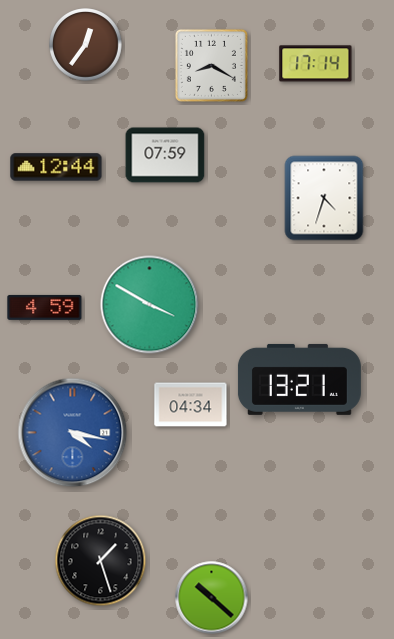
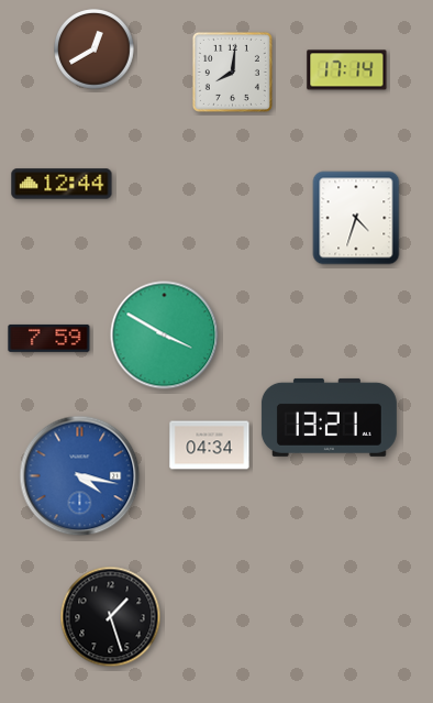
clock at (86, 45): 12:36 -> 12:40
clock at (211, 65): 8:20 -> 8:01
clock at (165, 155): 07:59 -> none
clock at (45, 307): 4:59 -> 7:59
clock at (212, 598): 10:22 -> none
